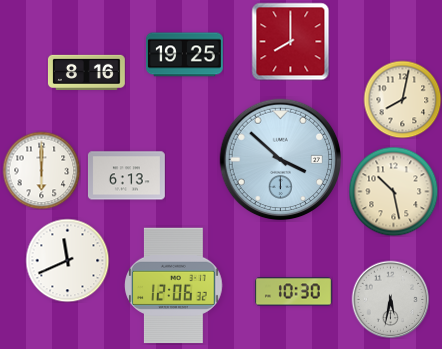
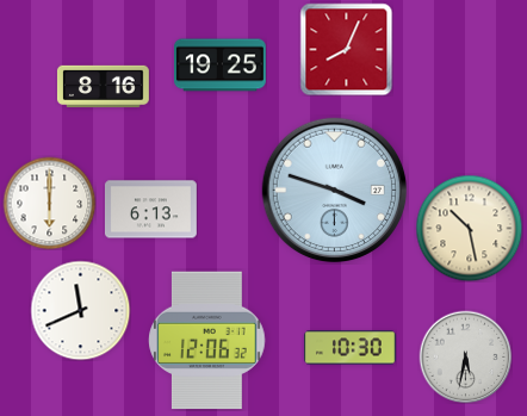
clock at (290, 41): 8:00 -> 8:04
clock at (402, 99): 8:02 -> none
clock at (281, 160): 3:52 -> 3:48
